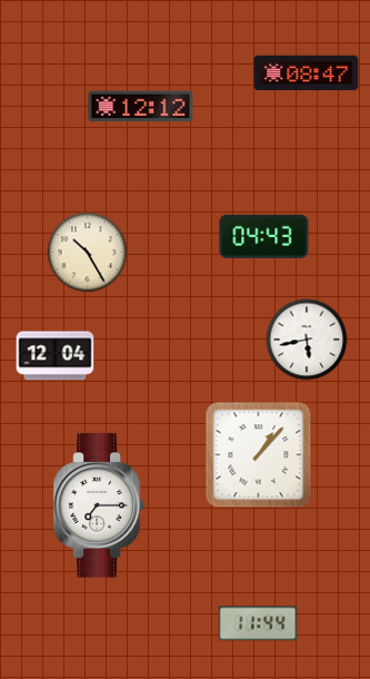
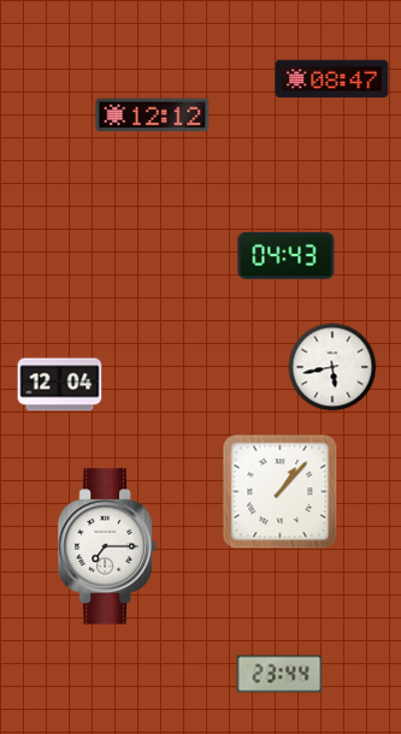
clock at (88, 253): 10:25 -> none
clock at (258, 623): 11:44 -> 23:44
